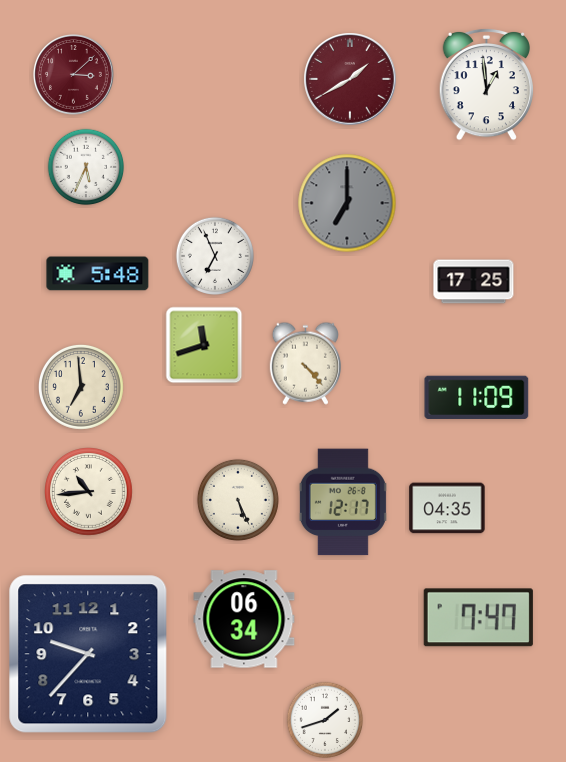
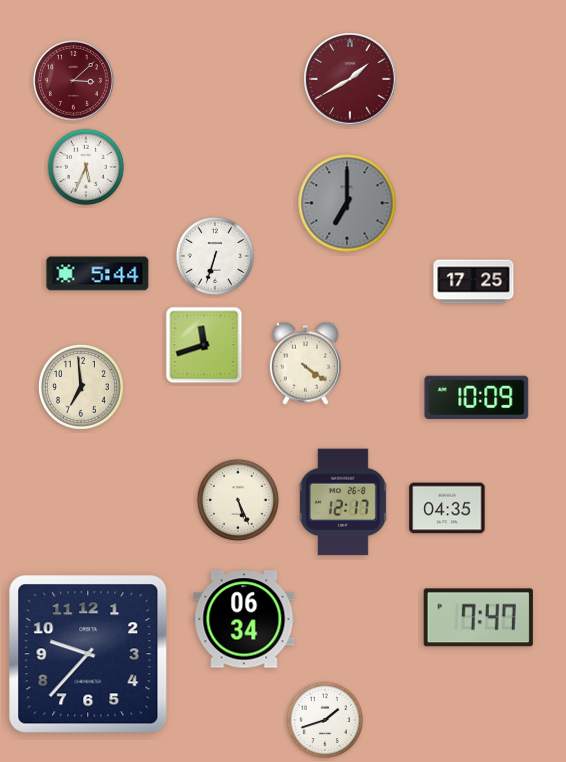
clock at (74, 75) position: (74, 75) -> (74, 81)
clock at (486, 84): 12:59 -> none
clock at (214, 255): 6:56 -> 6:33
clock at (98, 274): 5:48 -> 5:44
clock at (305, 363): 4:23 -> 4:21
clock at (477, 397): 11:09 -> 10:09
clock at (89, 492): 10:44 -> none
